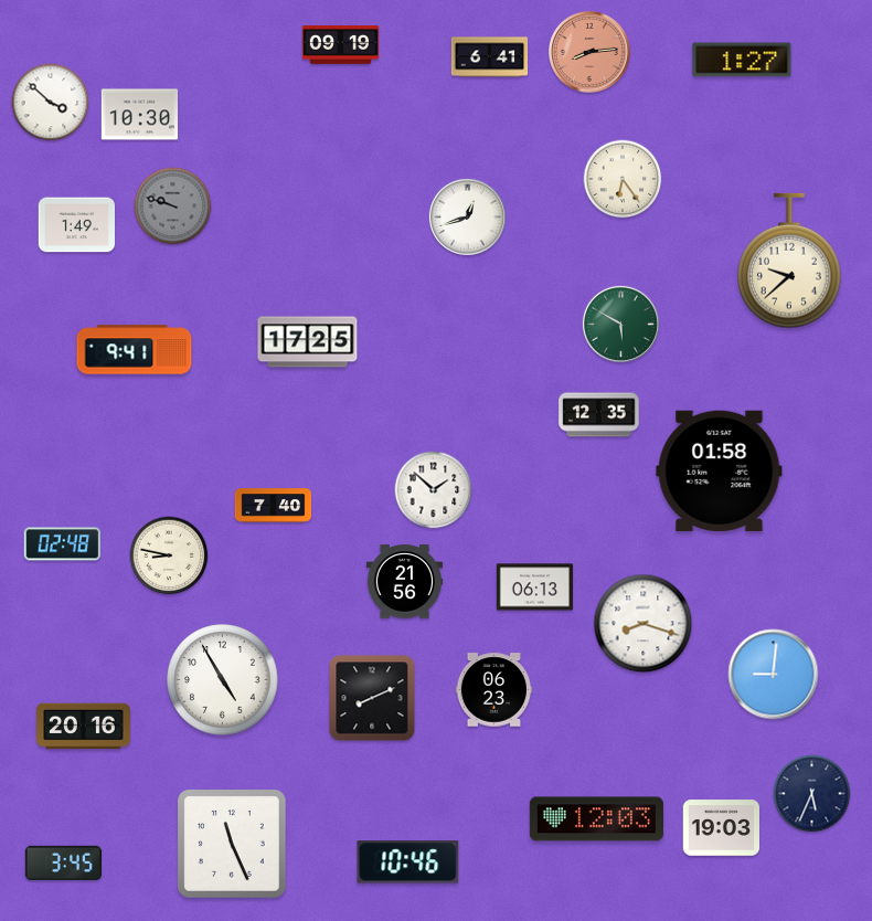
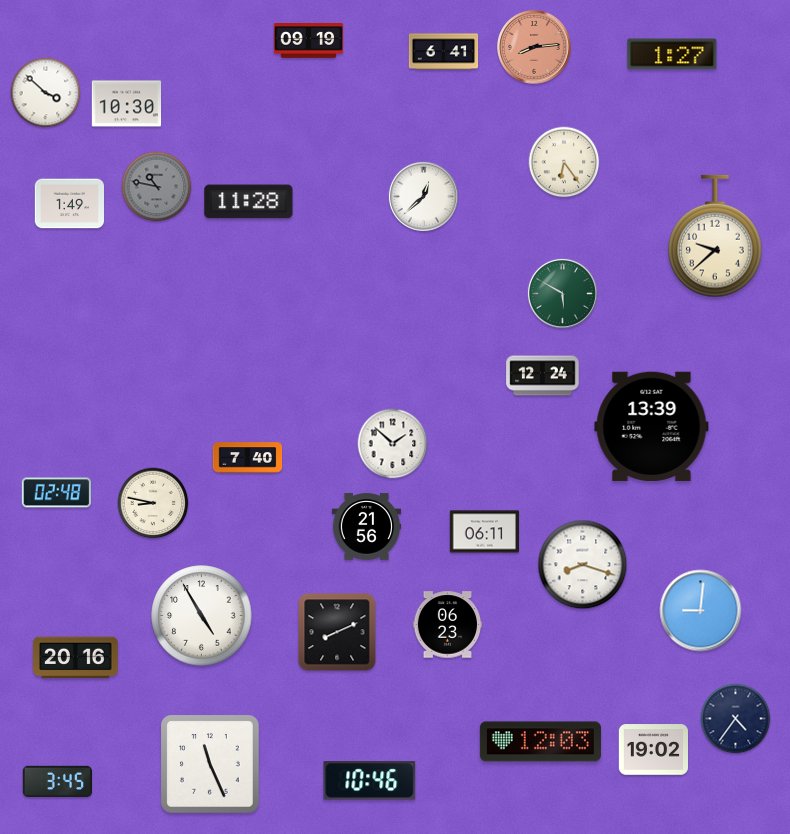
clock at (173, 207): 9:48 -> 10:47
clock at (467, 216): 12:42 -> 12:38
clock at (249, 202): none -> 11:28
clock at (308, 342): 17:25 -> none
clock at (135, 350): 9:41 -> none
clock at (599, 415): 12:35 -> 12:24
clock at (720, 470): 01:58 -> 13:39
clock at (534, 587): 06:13 -> 06:11
clock at (812, 794): 5:34 -> 4:36
clock at (721, 828): 19:03 -> 19:02
